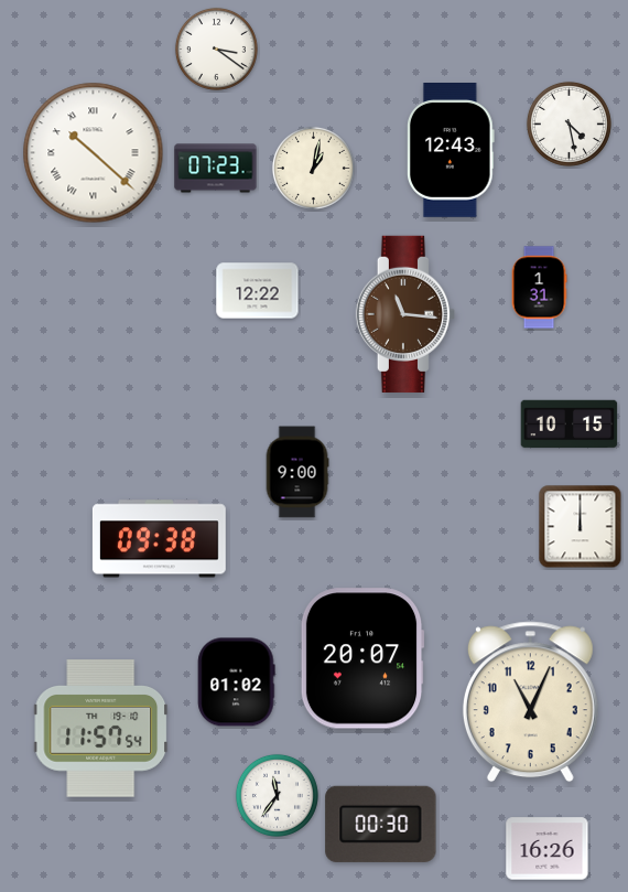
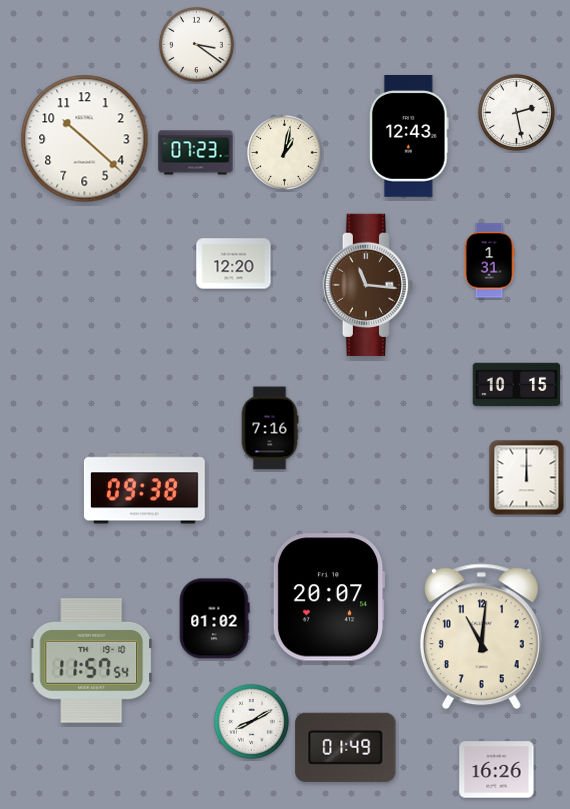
clock at (569, 123): 4:28 -> 2:28
clock at (94, 153) numerals: Roman -> Arabic
clock at (258, 291): 12:22 -> 12:20
clock at (297, 472): 9:00 -> 7:16
clock at (530, 702): 11:04 -> 11:01
clock at (277, 795): 11:36 -> 8:10
clock at (381, 824): 00:30 -> 01:49
